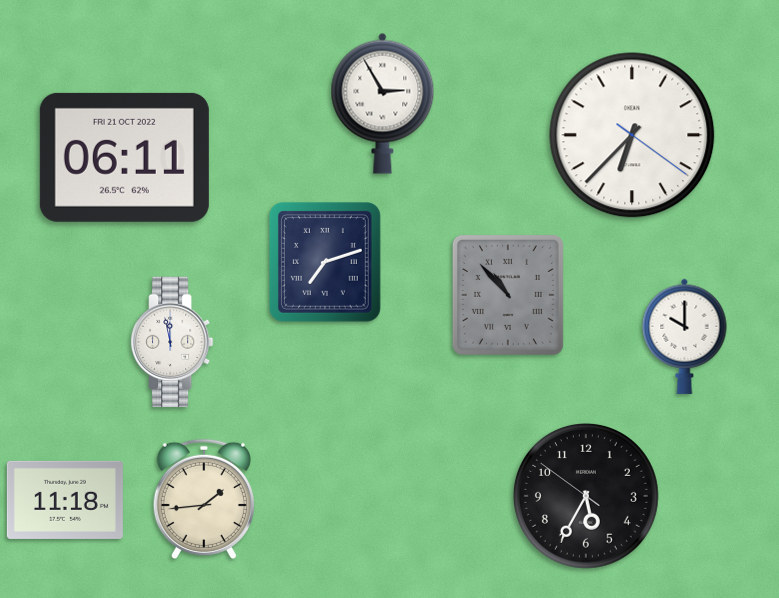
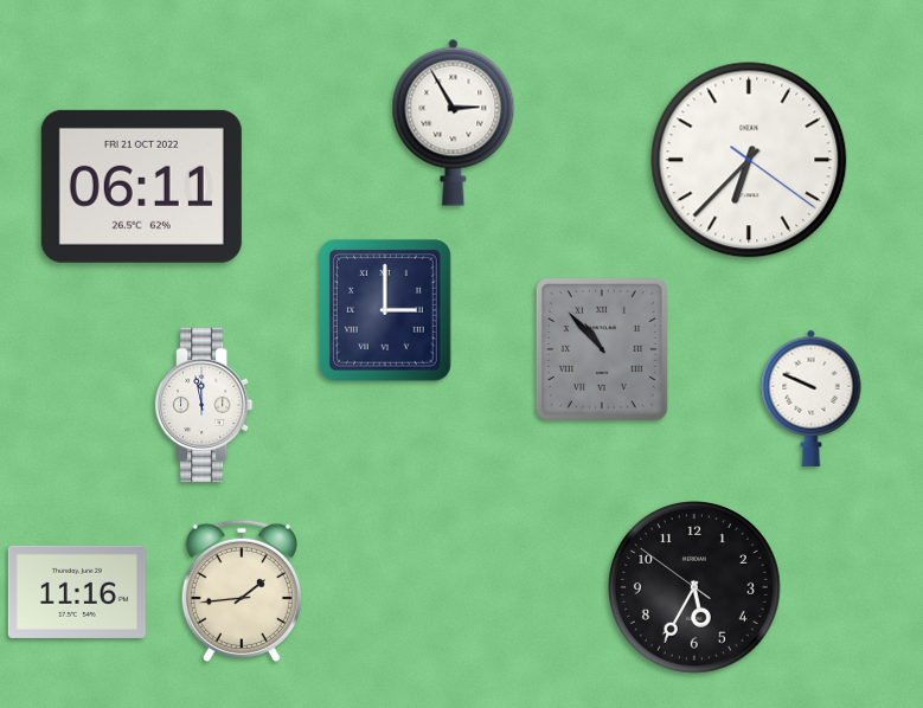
clock at (124, 157) position: (124, 157) -> (141, 186)
clock at (325, 262): 7:12 -> 3:00
clock at (685, 336): 10:00 -> 9:49
clock at (65, 500): 11:18 -> 11:16
